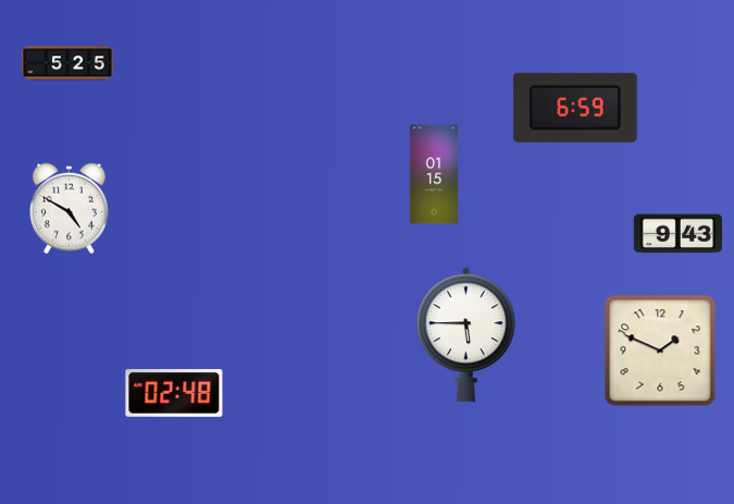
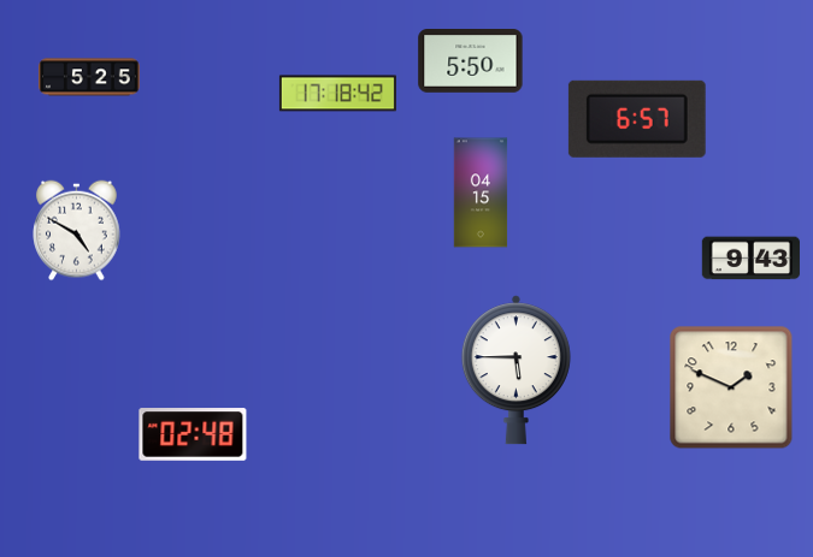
clock at (471, 61): none -> 5:50
clock at (69, 63) position: (69, 63) -> (90, 77)
clock at (337, 94): none -> 17:18
clock at (575, 108): 6:59 -> 6:57
clock at (434, 174): 01:15 -> 04:15
